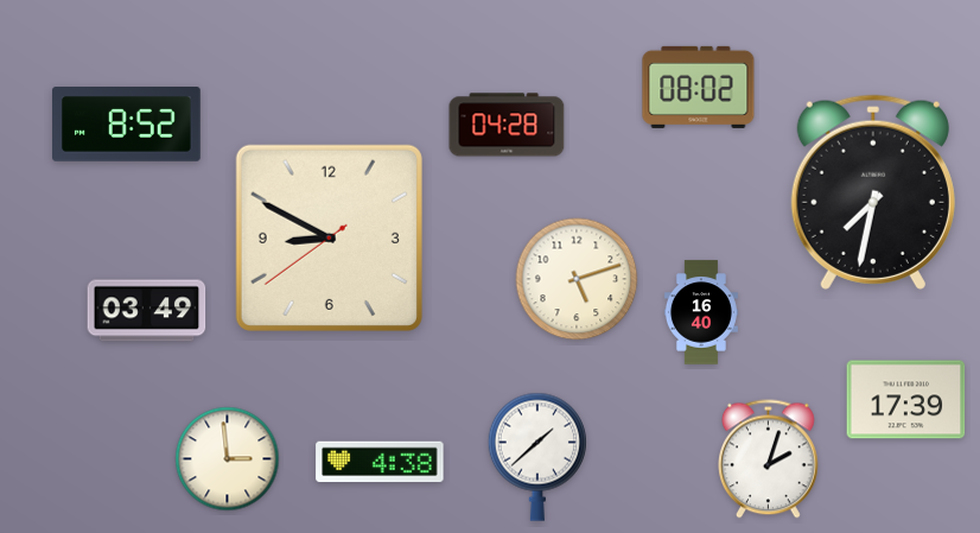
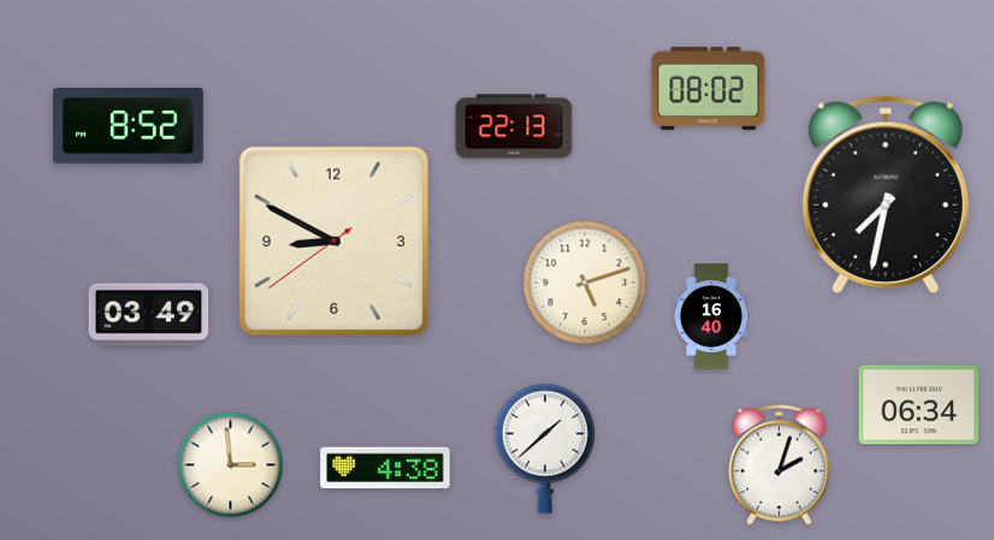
clock at (507, 125): 04:28 -> 22:13
clock at (906, 400): 17:39 -> 06:34
clock at (536, 457) position: (536, 457) -> (544, 449)
